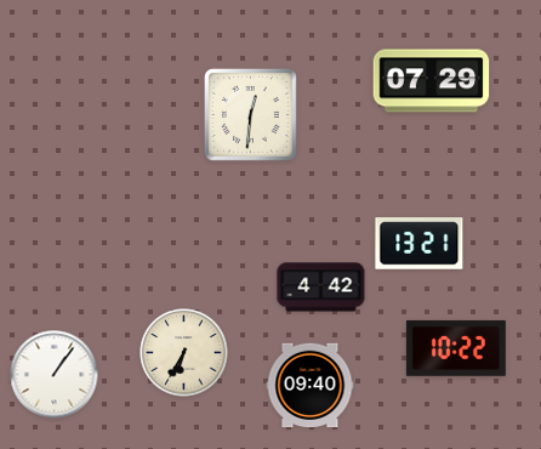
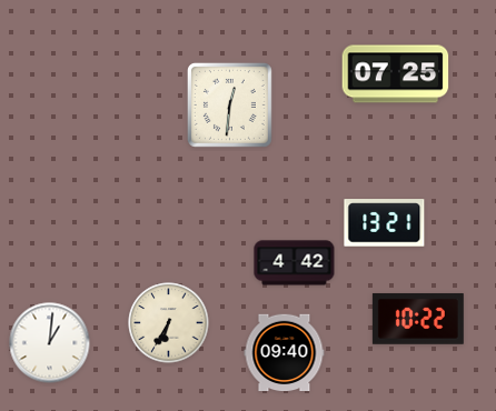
clock at (432, 81): 07:29 -> 07:25
clock at (55, 375): 1:06 -> 1:01
